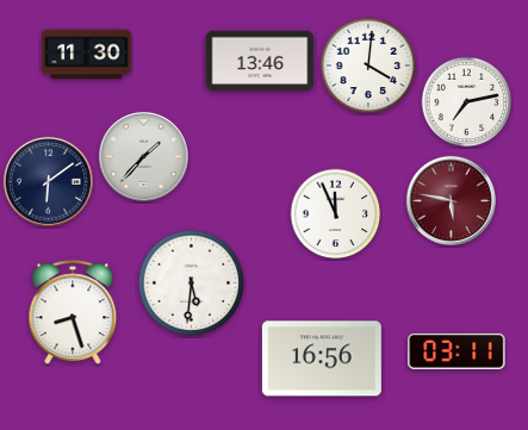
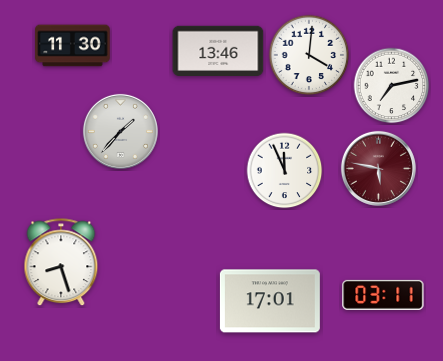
clock at (48, 181): 6:09 -> none
clock at (336, 214) position: (336, 214) -> (285, 171)
clock at (192, 283): 5:31 -> none
clock at (322, 359): 16:56 -> 17:01
